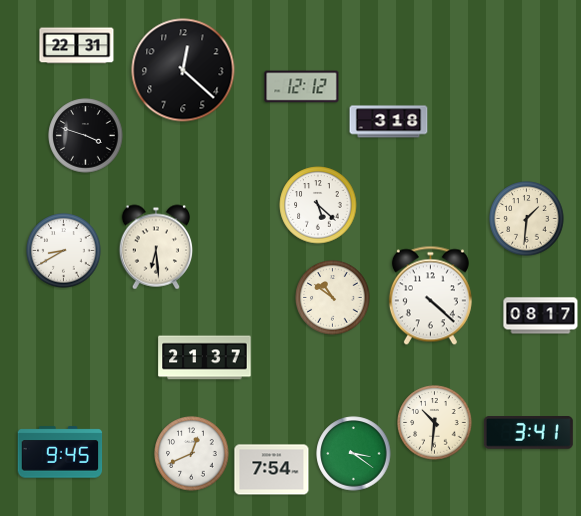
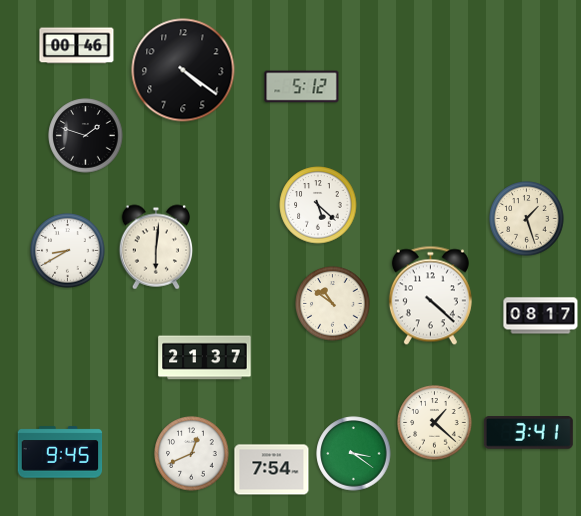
clock at (77, 46): 22:31 -> 00:46
clock at (183, 70): 12:22 -> 4:21
clock at (302, 87): 12:12 -> 5:12
clock at (389, 122): 3:18 -> none
clock at (86, 136): 3:48 -> 1:48
clock at (527, 219): 1:31 -> 1:27
clock at (155, 247): 6:29 -> 6:01
clock at (64, 251) position: (64, 251) -> (68, 251)
clock at (333, 298) position: (333, 298) -> (333, 304)
clock at (435, 423): 10:31 -> 1:22
